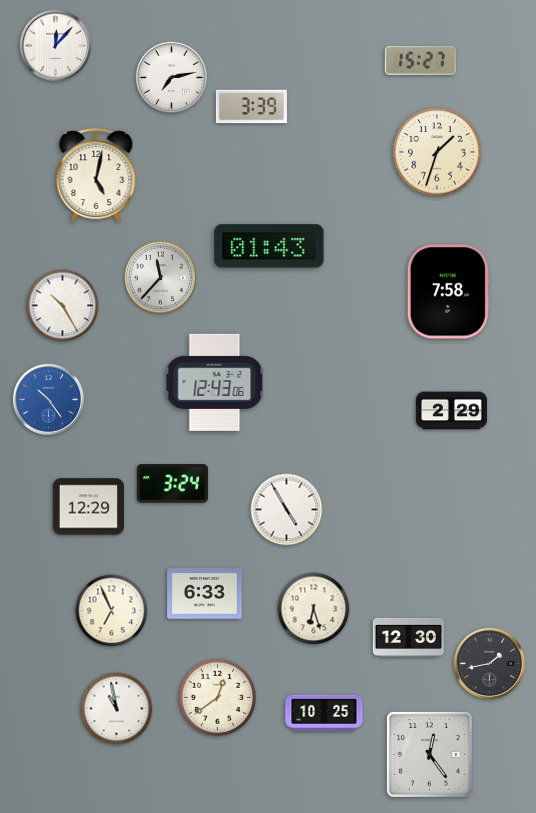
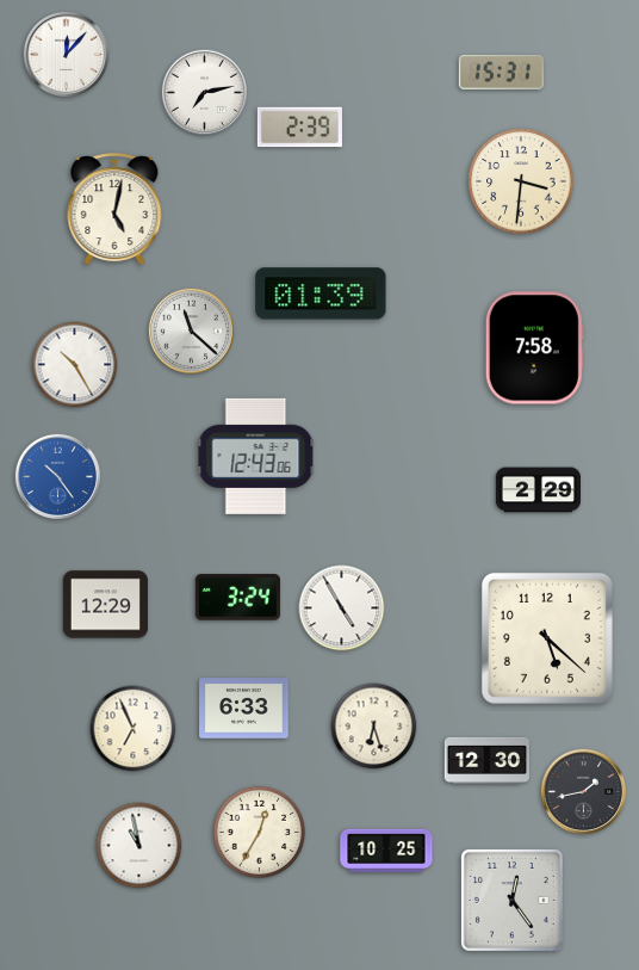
clock at (420, 60): 15:27 -> 15:31
clock at (251, 107): 3:39 -> 2:39
clock at (437, 152): 1:33 -> 3:31
clock at (269, 246): 01:43 -> 01:39
clock at (160, 277): 11:37 -> 11:22
clock at (172, 484) position: (172, 484) -> (237, 598)
clock at (547, 638): none -> 5:22
clock at (218, 698): 12:39 -> 12:35
